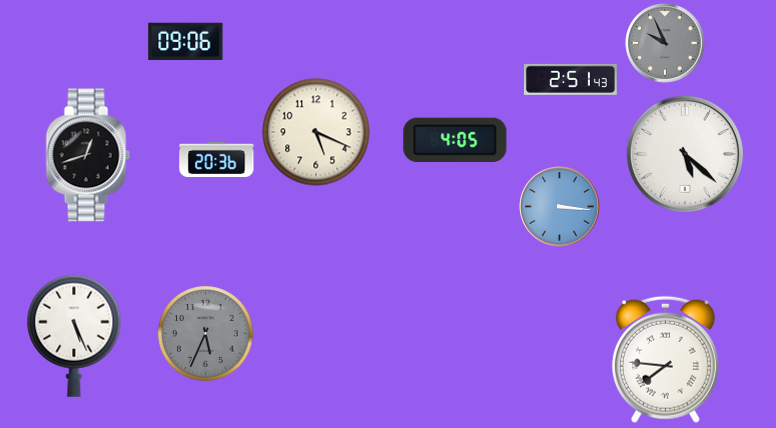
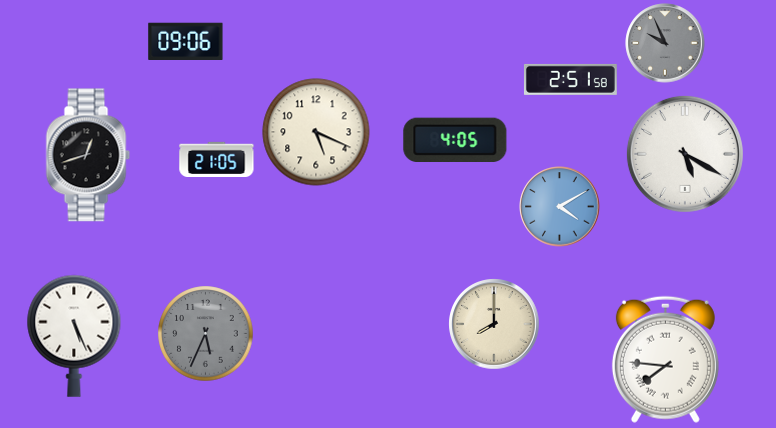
clock at (570, 79): 2:51:43 -> 2:51:58
clock at (685, 154): 5:22 -> 5:20
clock at (217, 159): 20:36 -> 21:05
clock at (560, 207): 3:16 -> 4:10
clock at (494, 324): none -> 8:00
